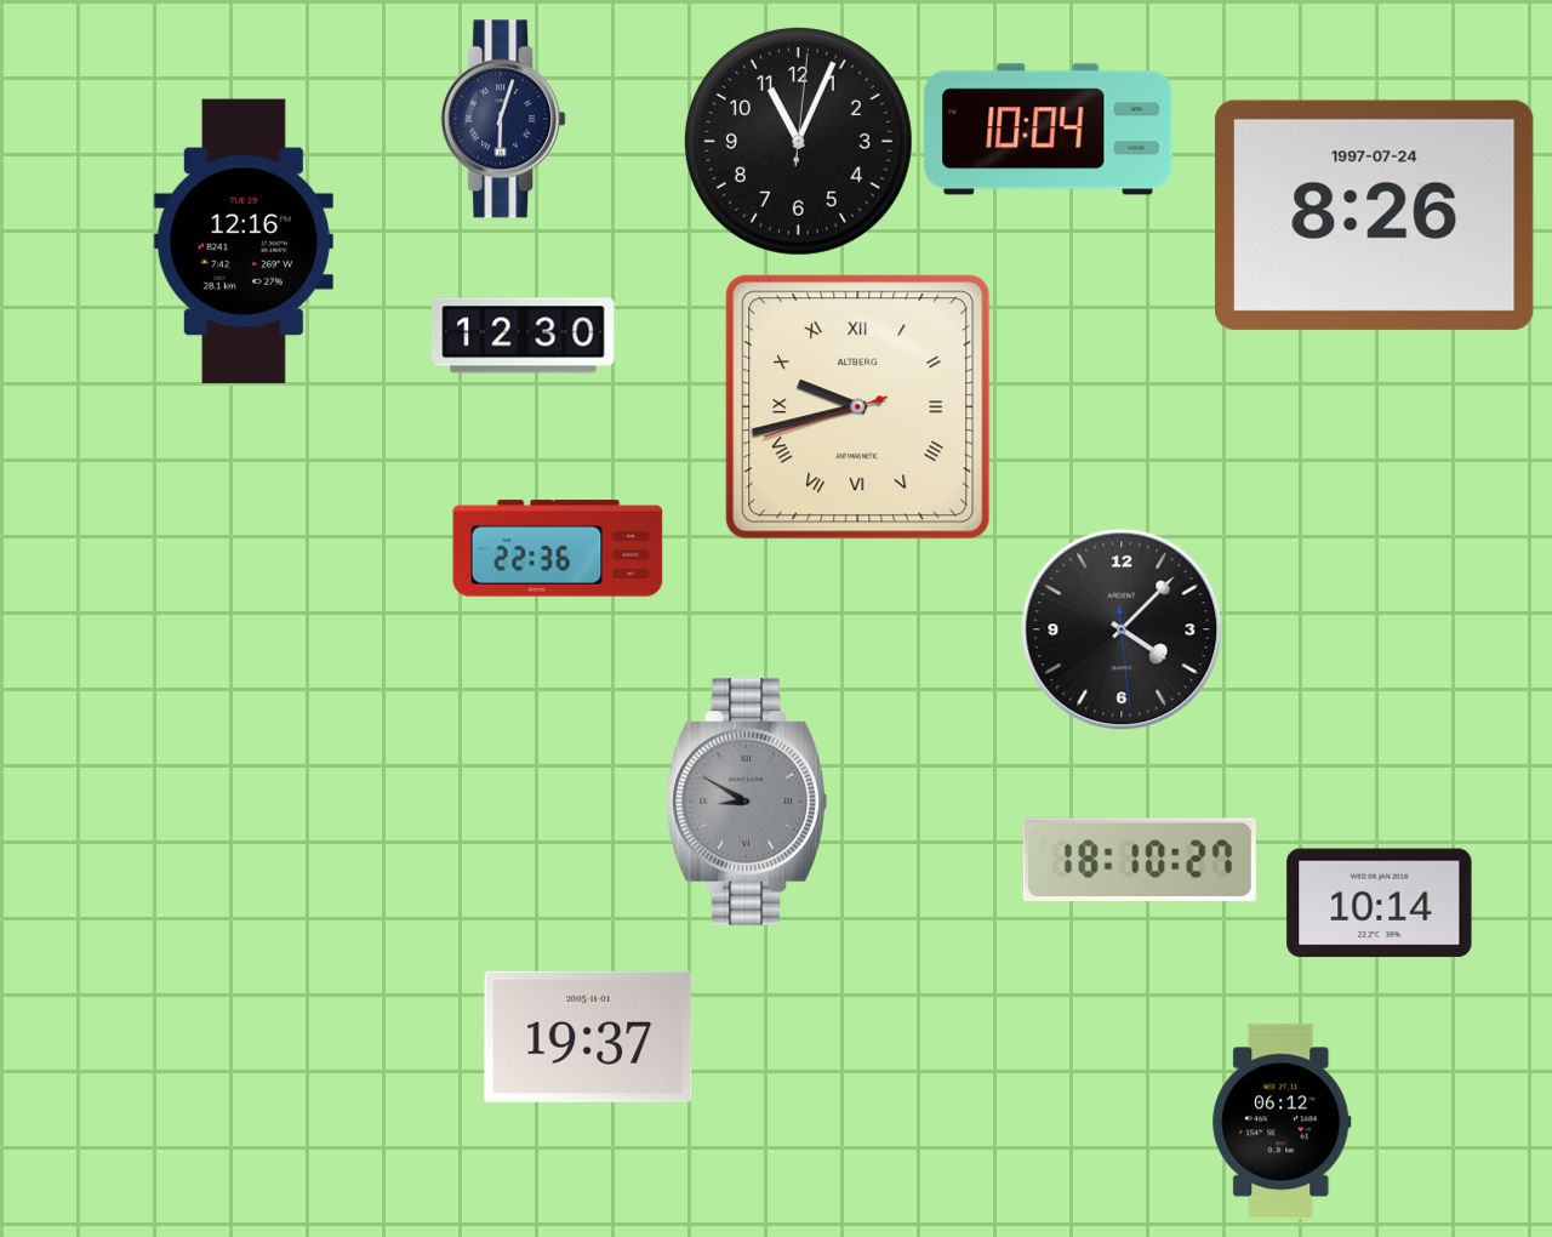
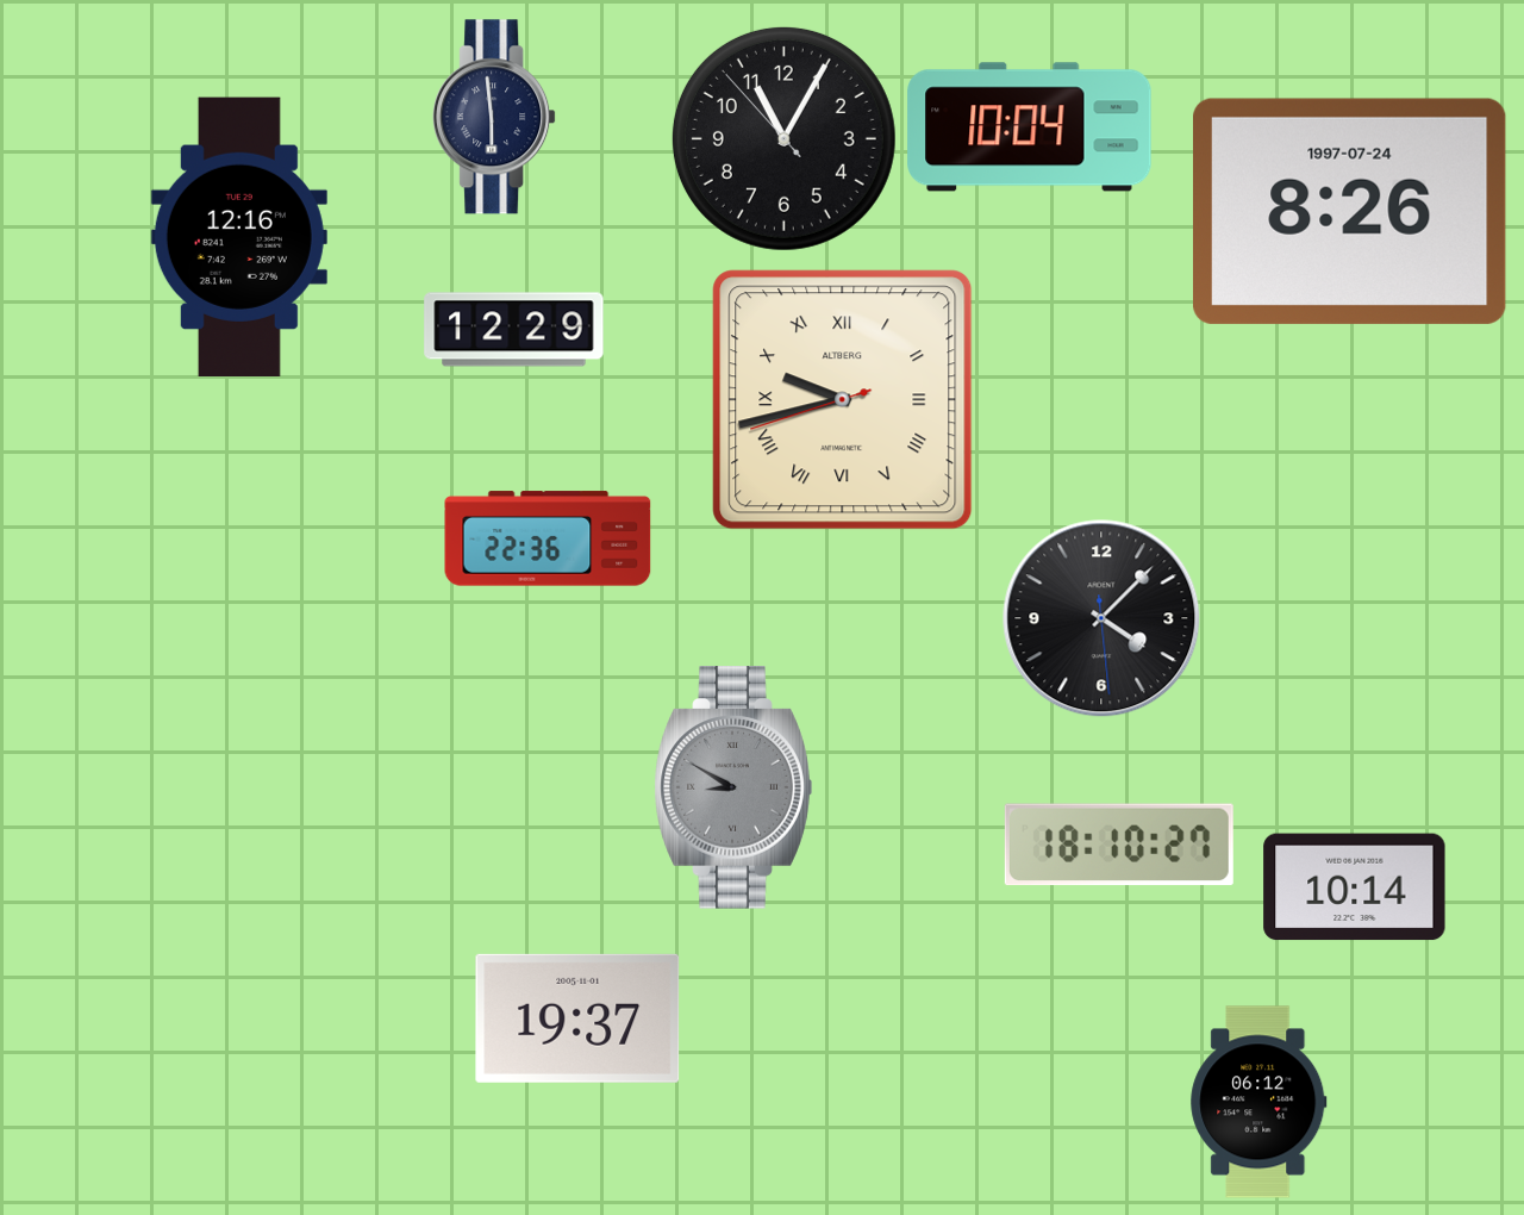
clock at (503, 119): 6:03 -> 5:59
clock at (798, 141): 11:04:01 -> 11:04:53
clock at (524, 336): 12:30 -> 12:29
